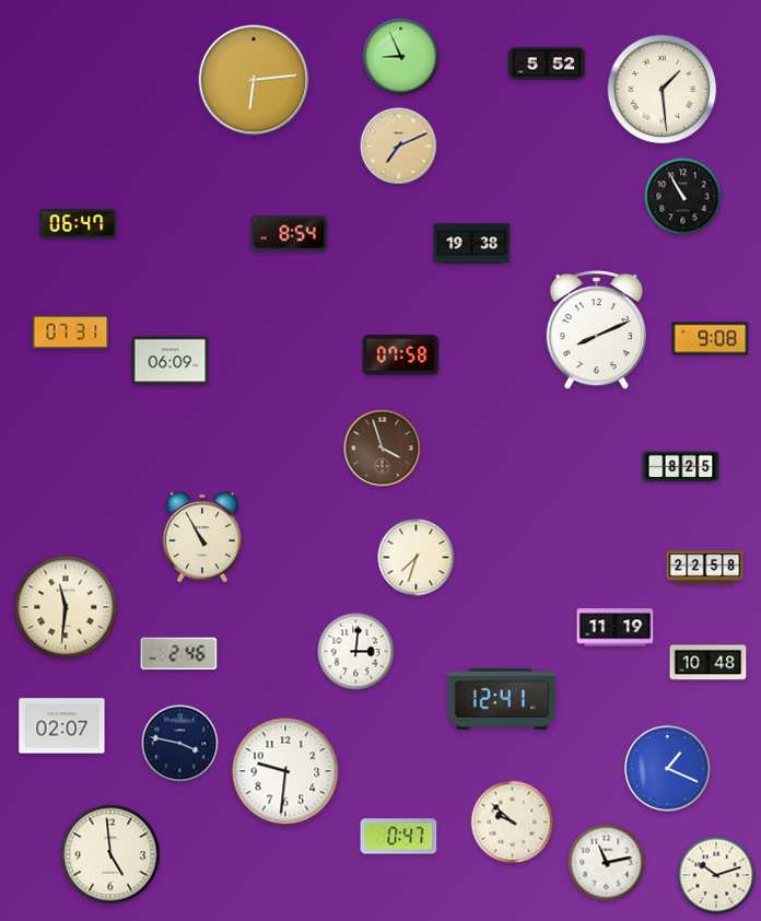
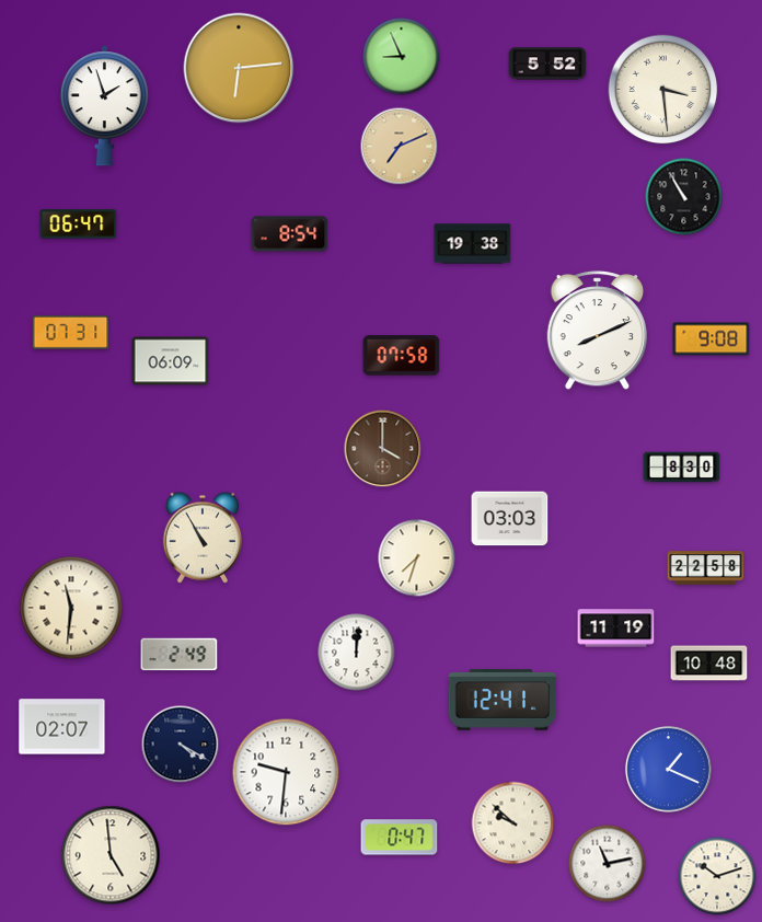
clock at (254, 80) position: (254, 80) -> (239, 68)
clock at (663, 90): 1:29 -> 3:29
clock at (104, 106): none -> 1:57
clock at (383, 448): 3:57 -> 4:00
clock at (681, 467): 8:25 -> 8:30
clock at (510, 519): none -> 03:03
clock at (66, 607) position: (66, 607) -> (71, 608)
clock at (356, 652): 3:01 -> 12:01
clock at (179, 654): 2:46 -> 2:49
clock at (180, 744): 3:47 -> 4:20
